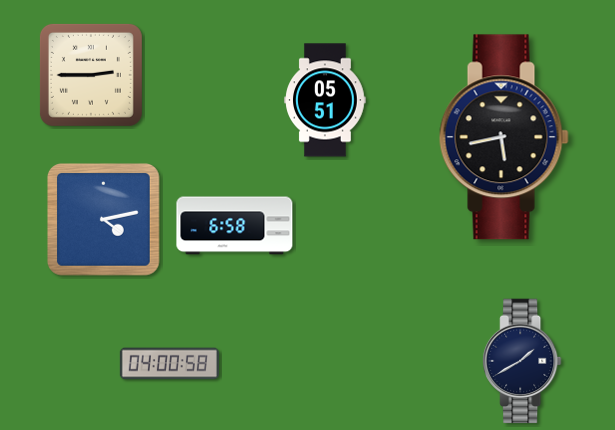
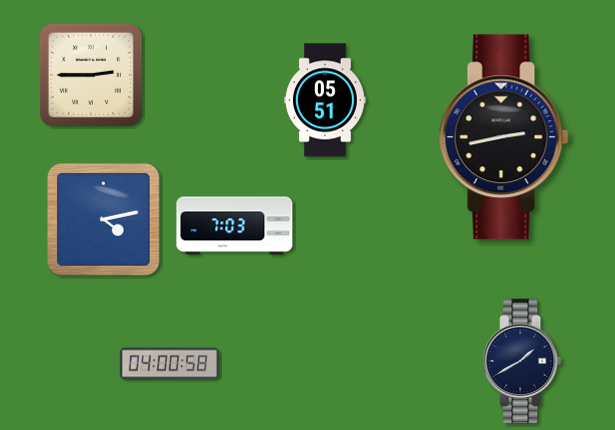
clock at (504, 137): 5:43 -> 2:43
clock at (235, 226): 6:58 -> 7:03
